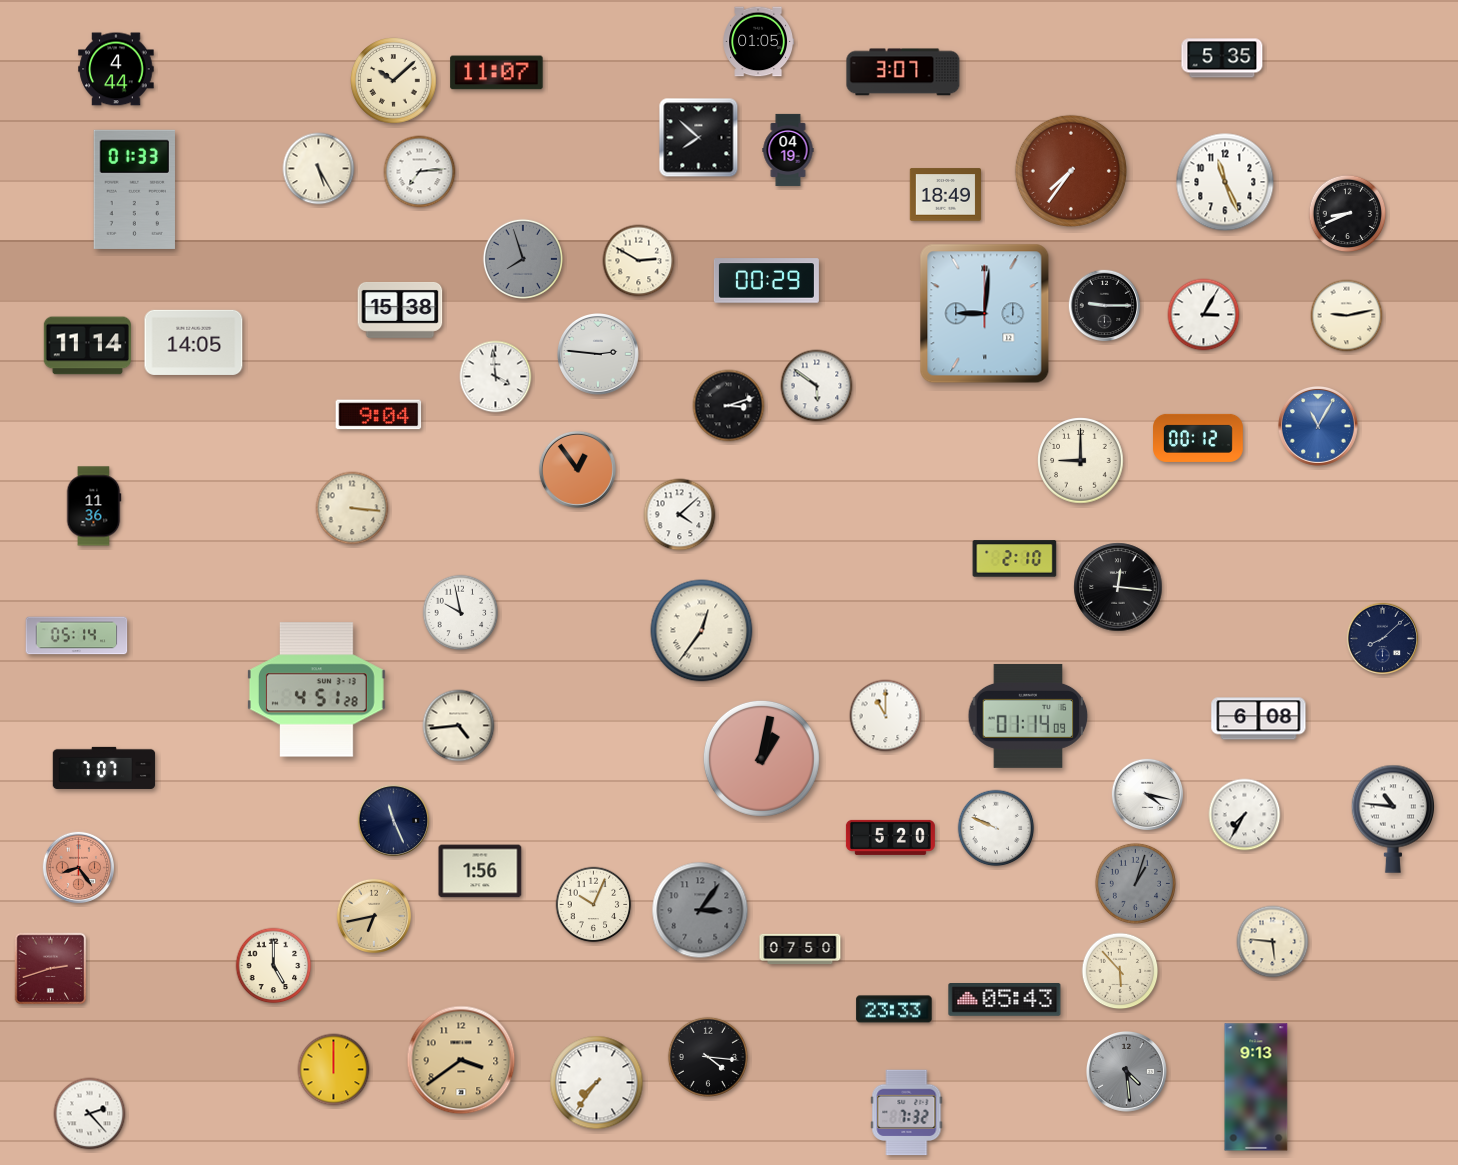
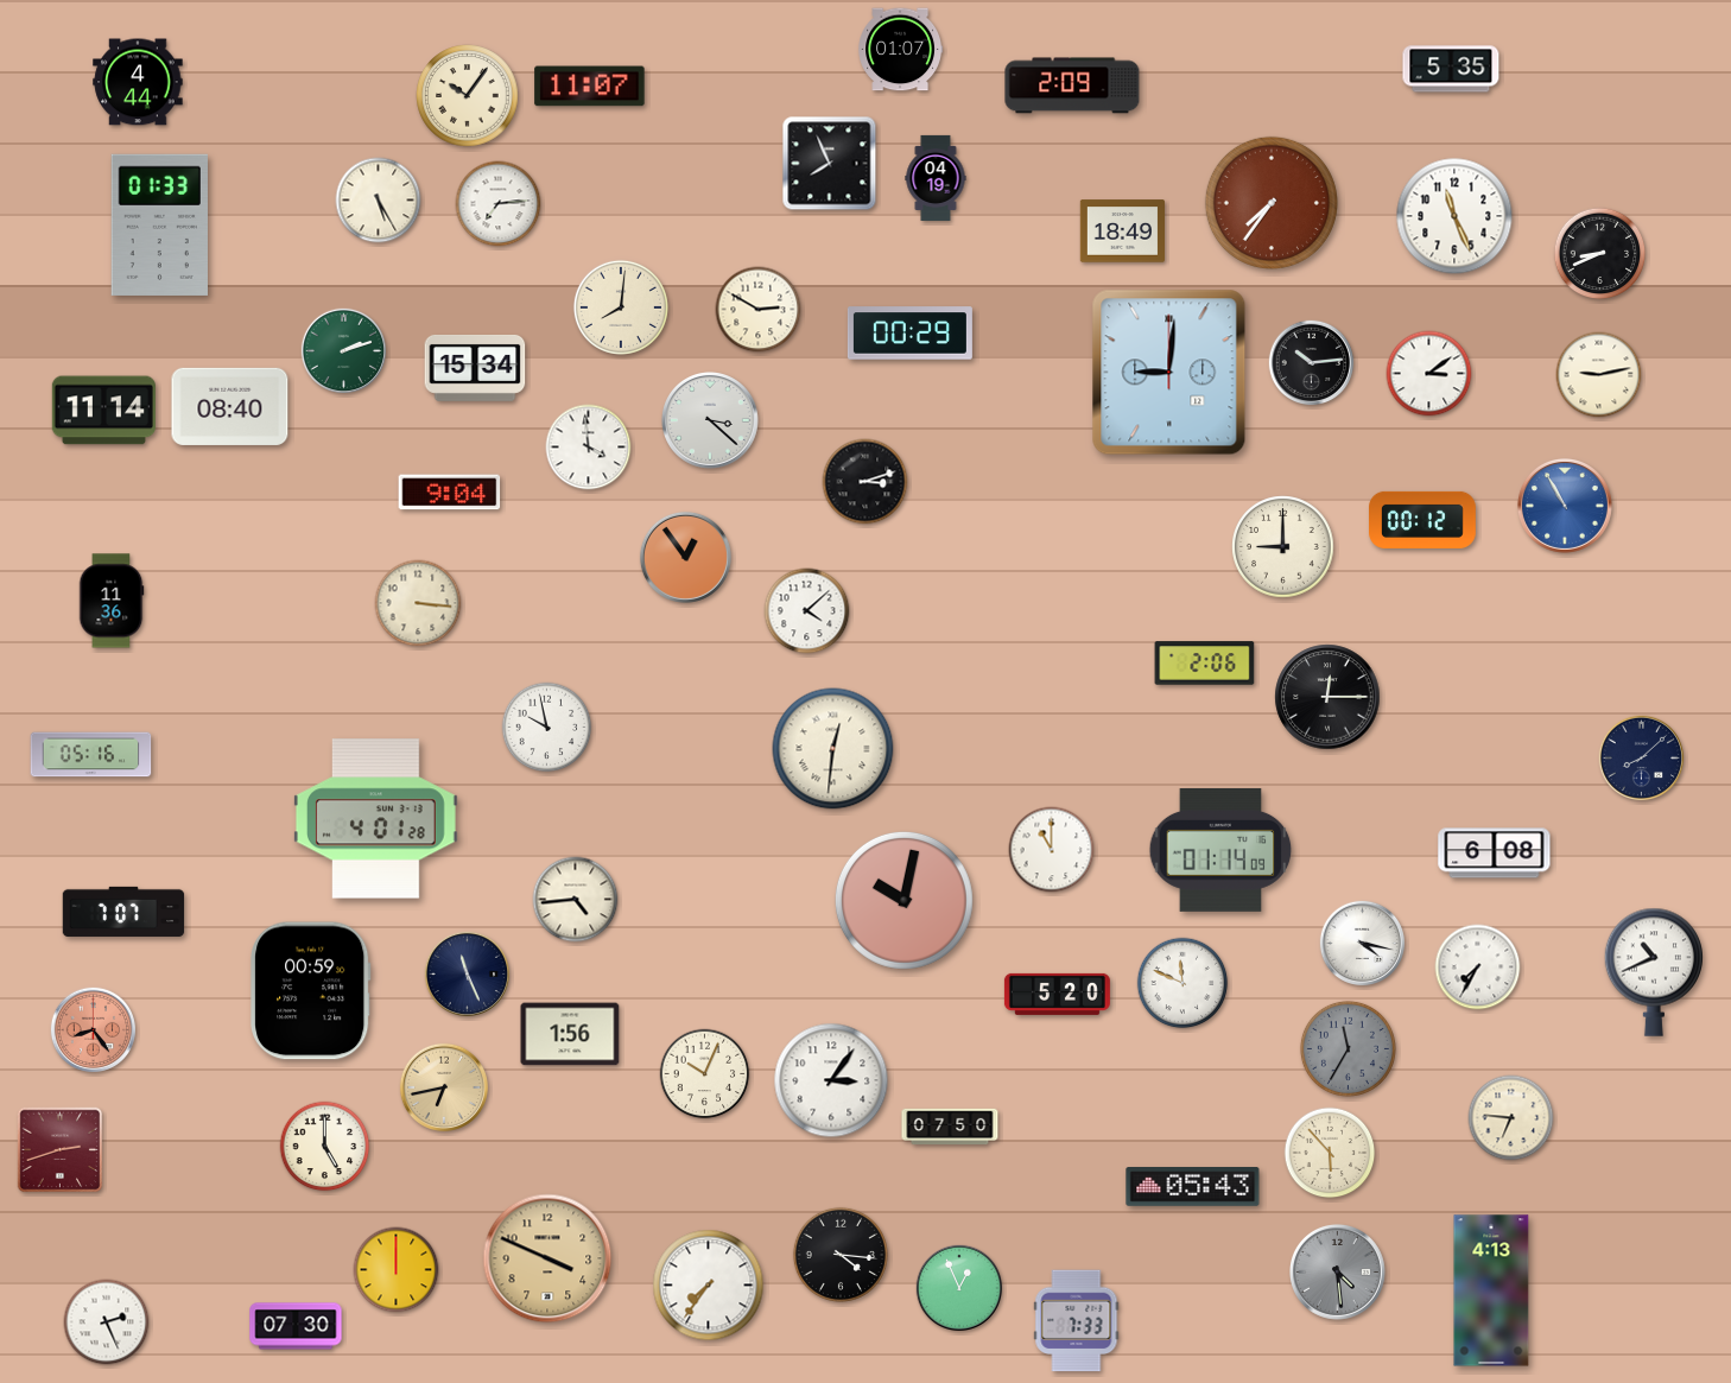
clock at (758, 42): 01:05 -> 01:07
clock at (903, 72): 3:07 -> 2:09
clock at (394, 81): 10:08 -> 10:06
clock at (699, 138): 7:52 -> 7:56
clock at (523, 259): 7:57 -> 8:01
clock at (523, 259) dial: grey -> cream
clock at (344, 351): none -> 2:12
clock at (1105, 306): 9:15 -> 10:14
clock at (400, 310): 15:38 -> 15:34
clock at (1204, 315): 3:05 -> 3:09
clock at (194, 342): 14:05 -> 08:40
clock at (599, 355): 2:46 -> 3:22
clock at (817, 386): 5:51 -> none
clock at (1318, 426): 11:05 -> 10:55
clock at (1015, 559): 2:10 -> 2:06
clock at (1118, 587): 12:16 -> 12:15
clock at (702, 631): 12:36 -> 12:31
clock at (77, 636): 05:14 -> 05:16
clock at (316, 690): 4:51 -> 4:01
clock at (459, 726) position: (459, 726) -> (576, 900)
clock at (761, 758): 1:02 -> 10:02
clock at (1393, 819): 10:46 -> 10:41
clock at (996, 828): 9:49 -> 11:49
clock at (311, 991): none -> 00:59
clock at (1135, 883): 1:03 -> 11:35
clock at (700, 910) dial: grey -> white
clock at (1273, 942): 5:46 -> 6:46
clock at (894, 1009): 23:33 -> none
clock at (461, 1060): 3:39 -> 3:49
clock at (958, 1287): none -> 12:56
clock at (1256, 1087): 9:13 -> 4:13
clock at (907, 1113): 7:32 -> 7:33
clock at (90, 1114): 2:23 -> 2:26
clock at (296, 1326): none -> 07:30
